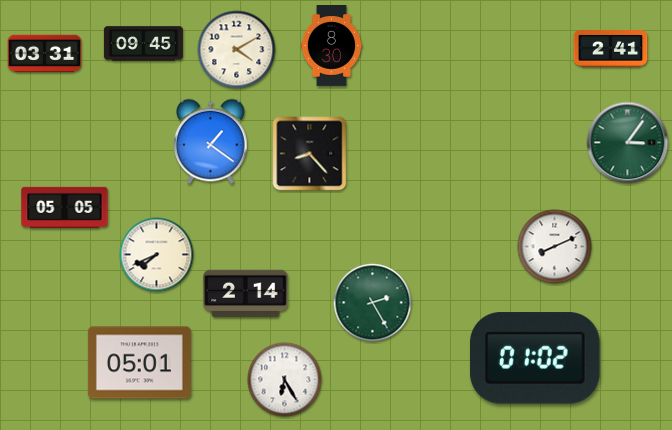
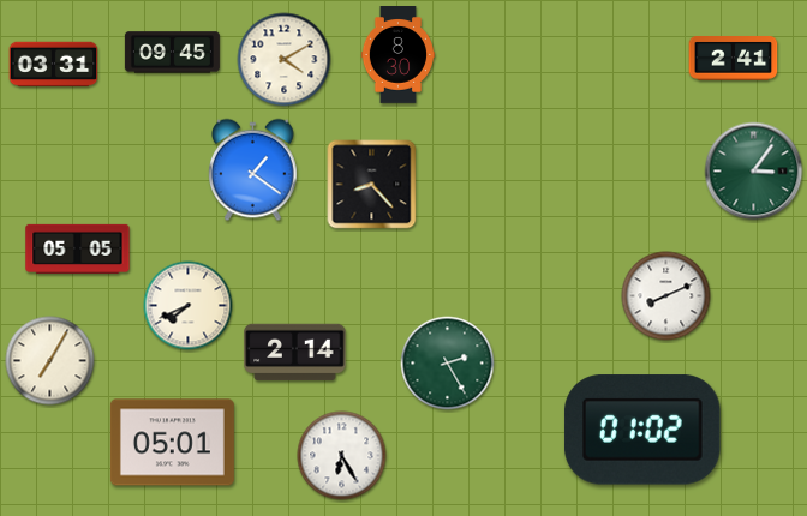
clock at (50, 361): none -> 7:05
clock at (139, 363) position: (139, 363) -> (172, 443)
